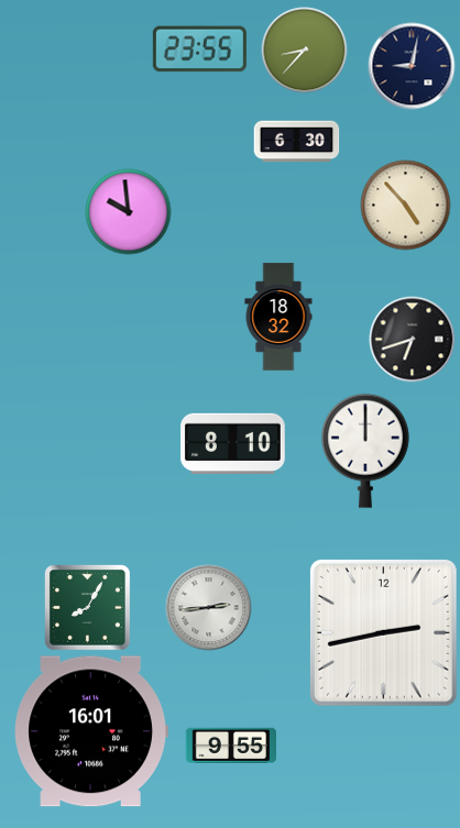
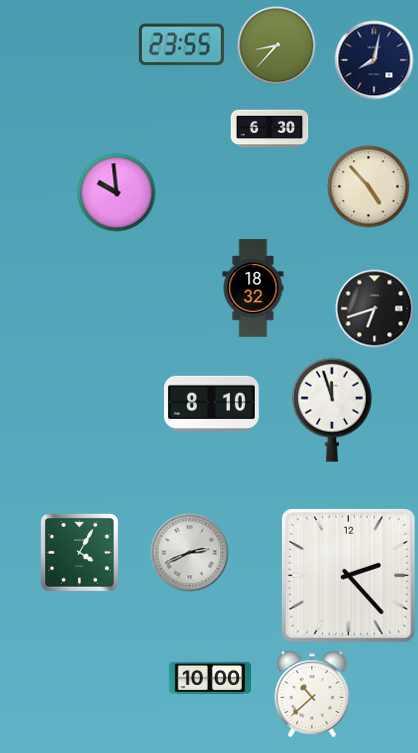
clock at (412, 66): 9:02 -> 8:02
clock at (365, 451): 12:00 -> 11:57
clock at (87, 607): 8:05 -> 4:05
clock at (208, 607): 2:44 -> 2:41
clock at (383, 632): 2:43 -> 2:23
clock at (91, 731): 16:01 -> none
clock at (230, 744): 9:55 -> 10:00
clock at (312, 694): none -> 10:38
